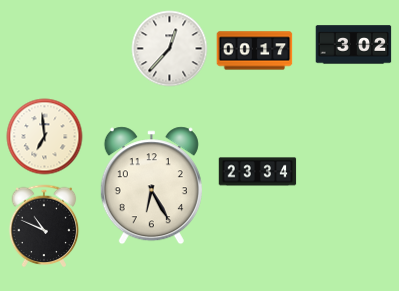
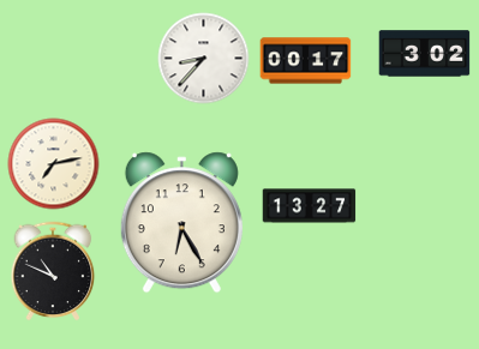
clock at (170, 49): 12:37 -> 8:37
clock at (45, 137): 6:59 -> 7:13
clock at (258, 172): 23:34 -> 13:27
